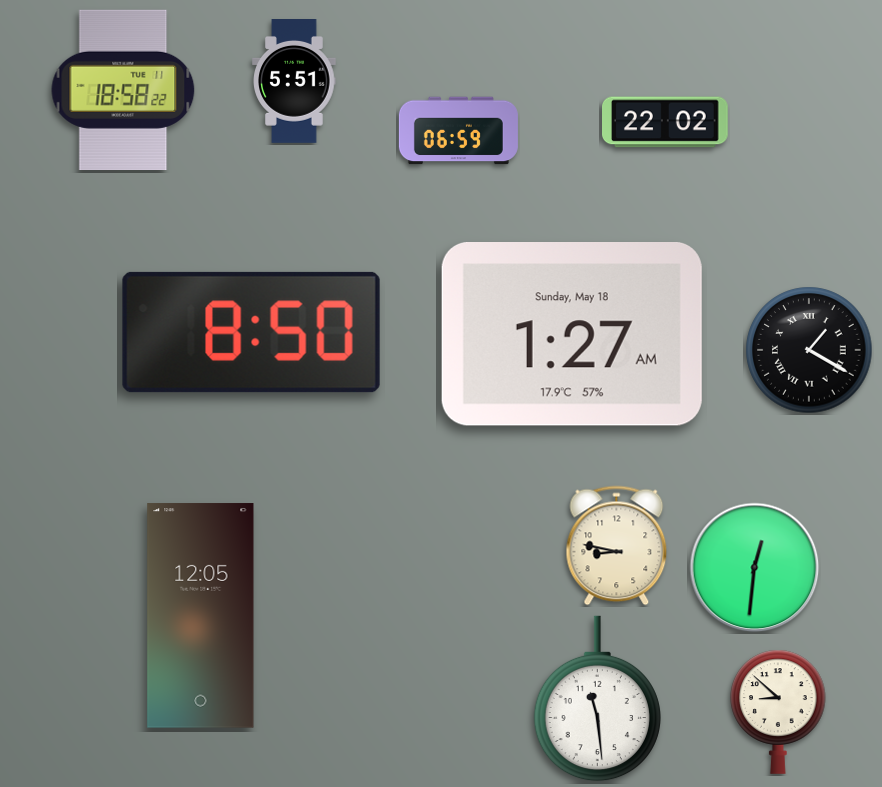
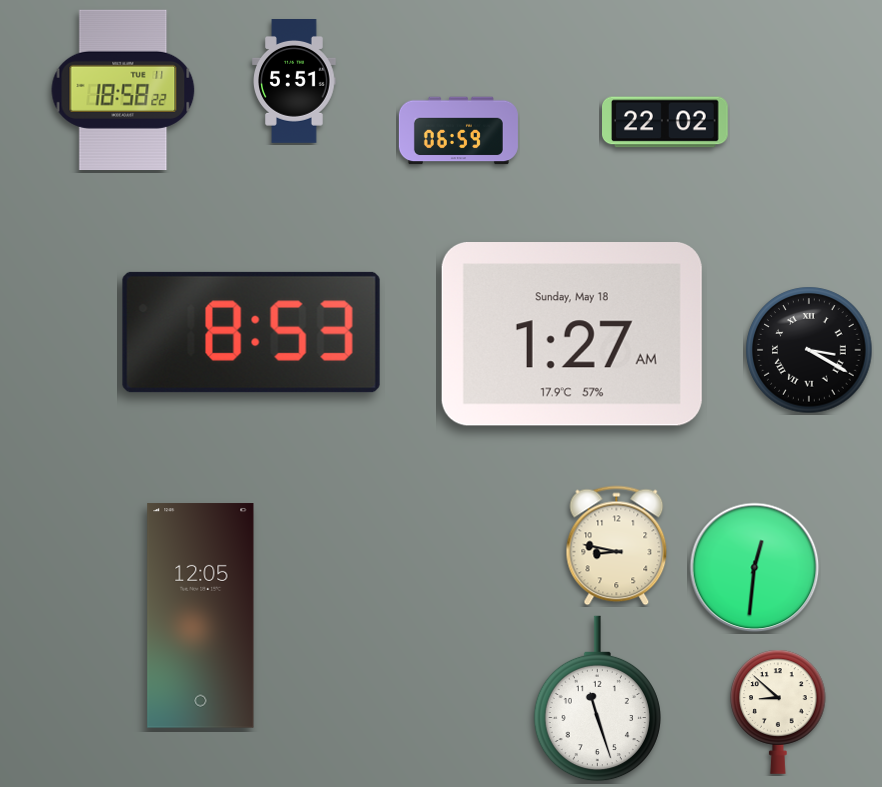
clock at (251, 332): 8:50 -> 8:53
clock at (809, 350): 1:20 -> 3:20
clock at (597, 699): 11:29 -> 11:27
